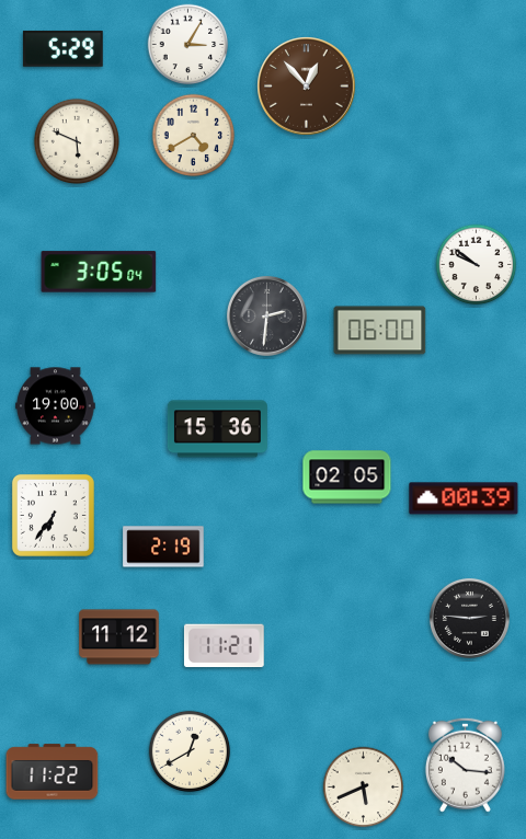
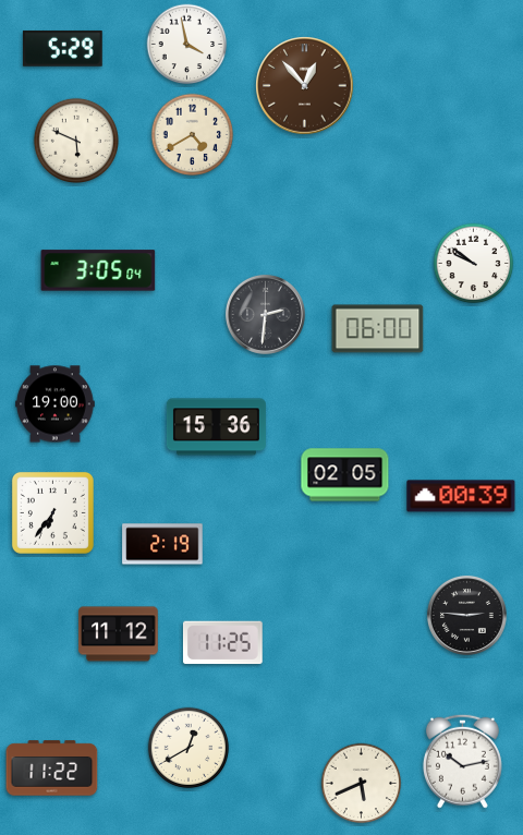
clock at (188, 45): 3:05 -> 3:58
clock at (225, 646): 11:21 -> 11:25
clock at (465, 765): 10:16 -> 10:13
